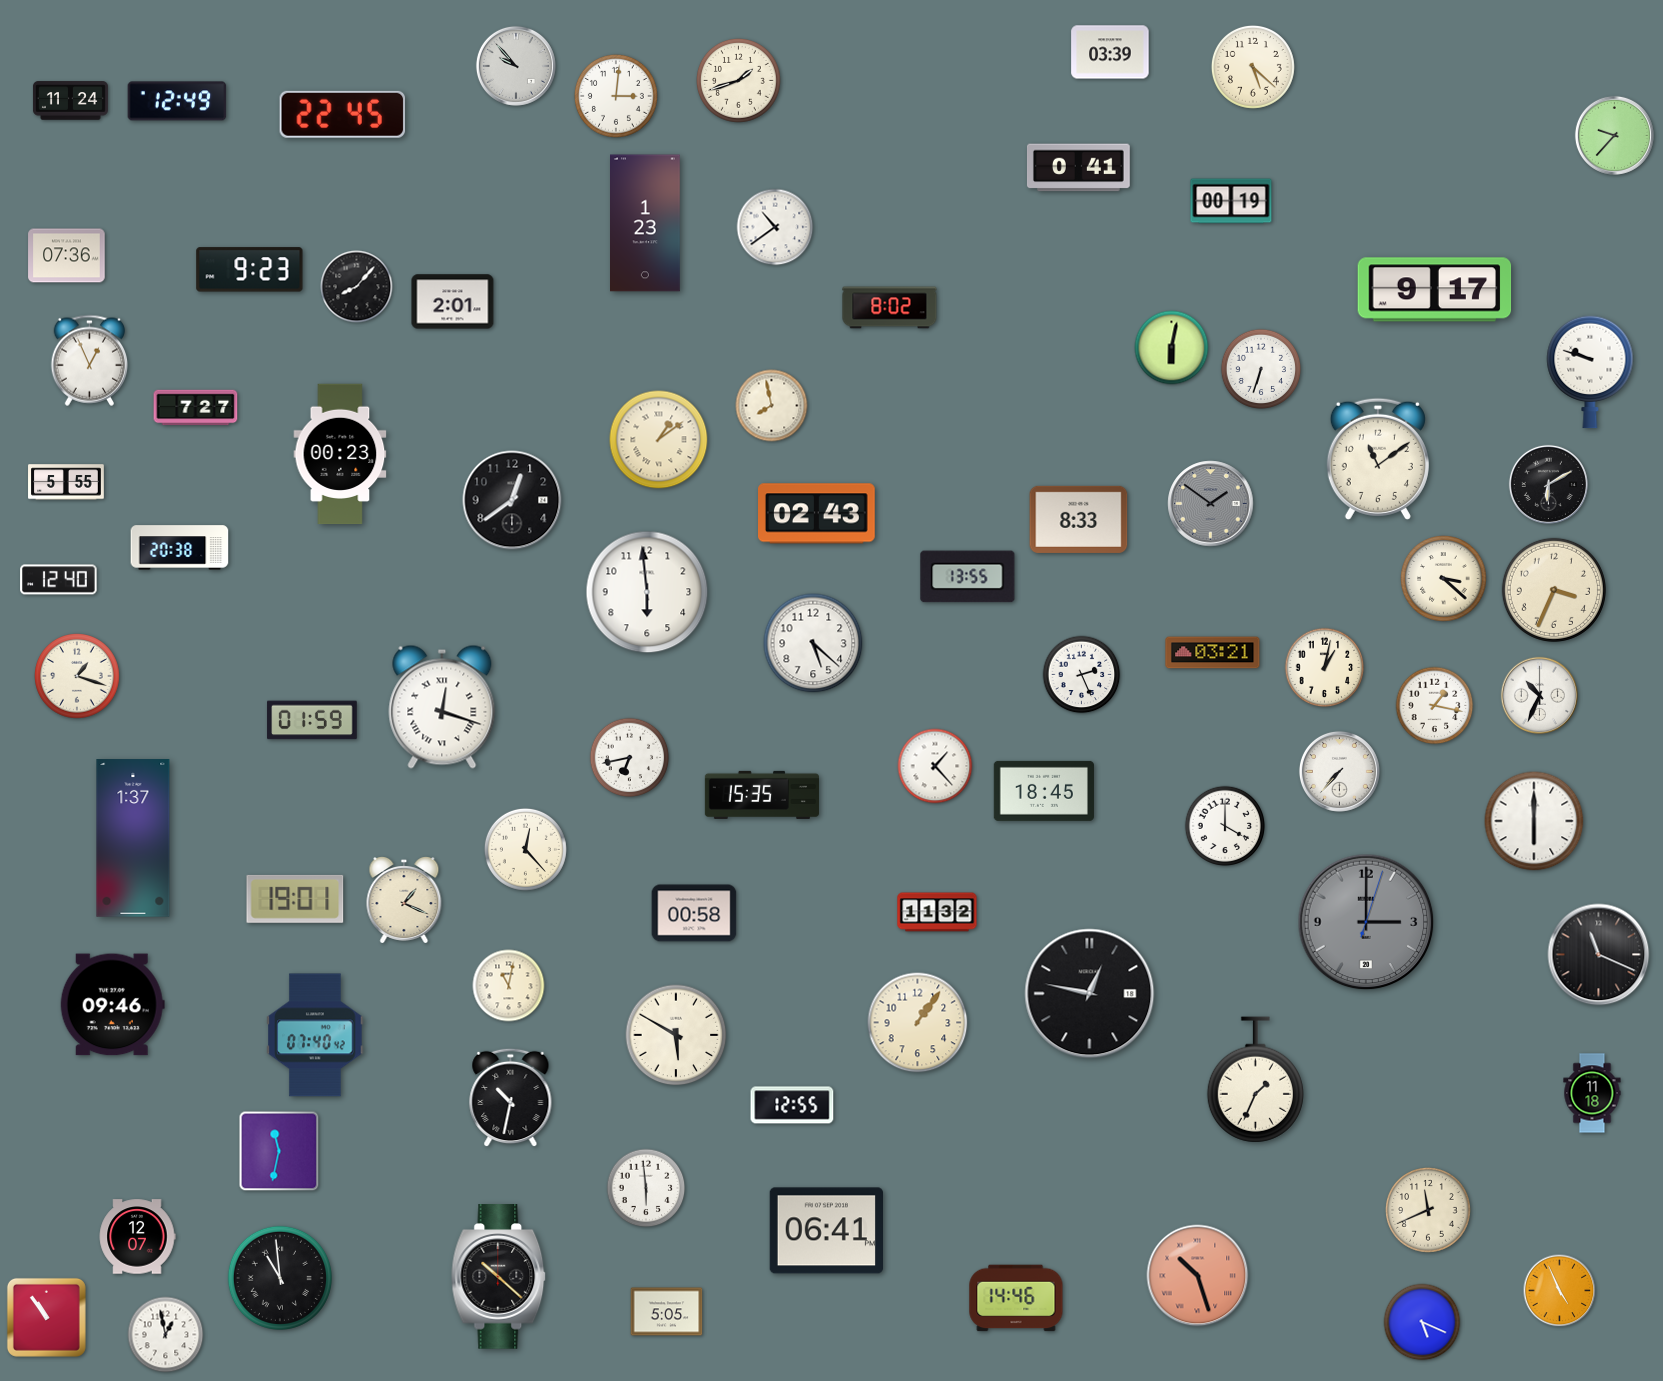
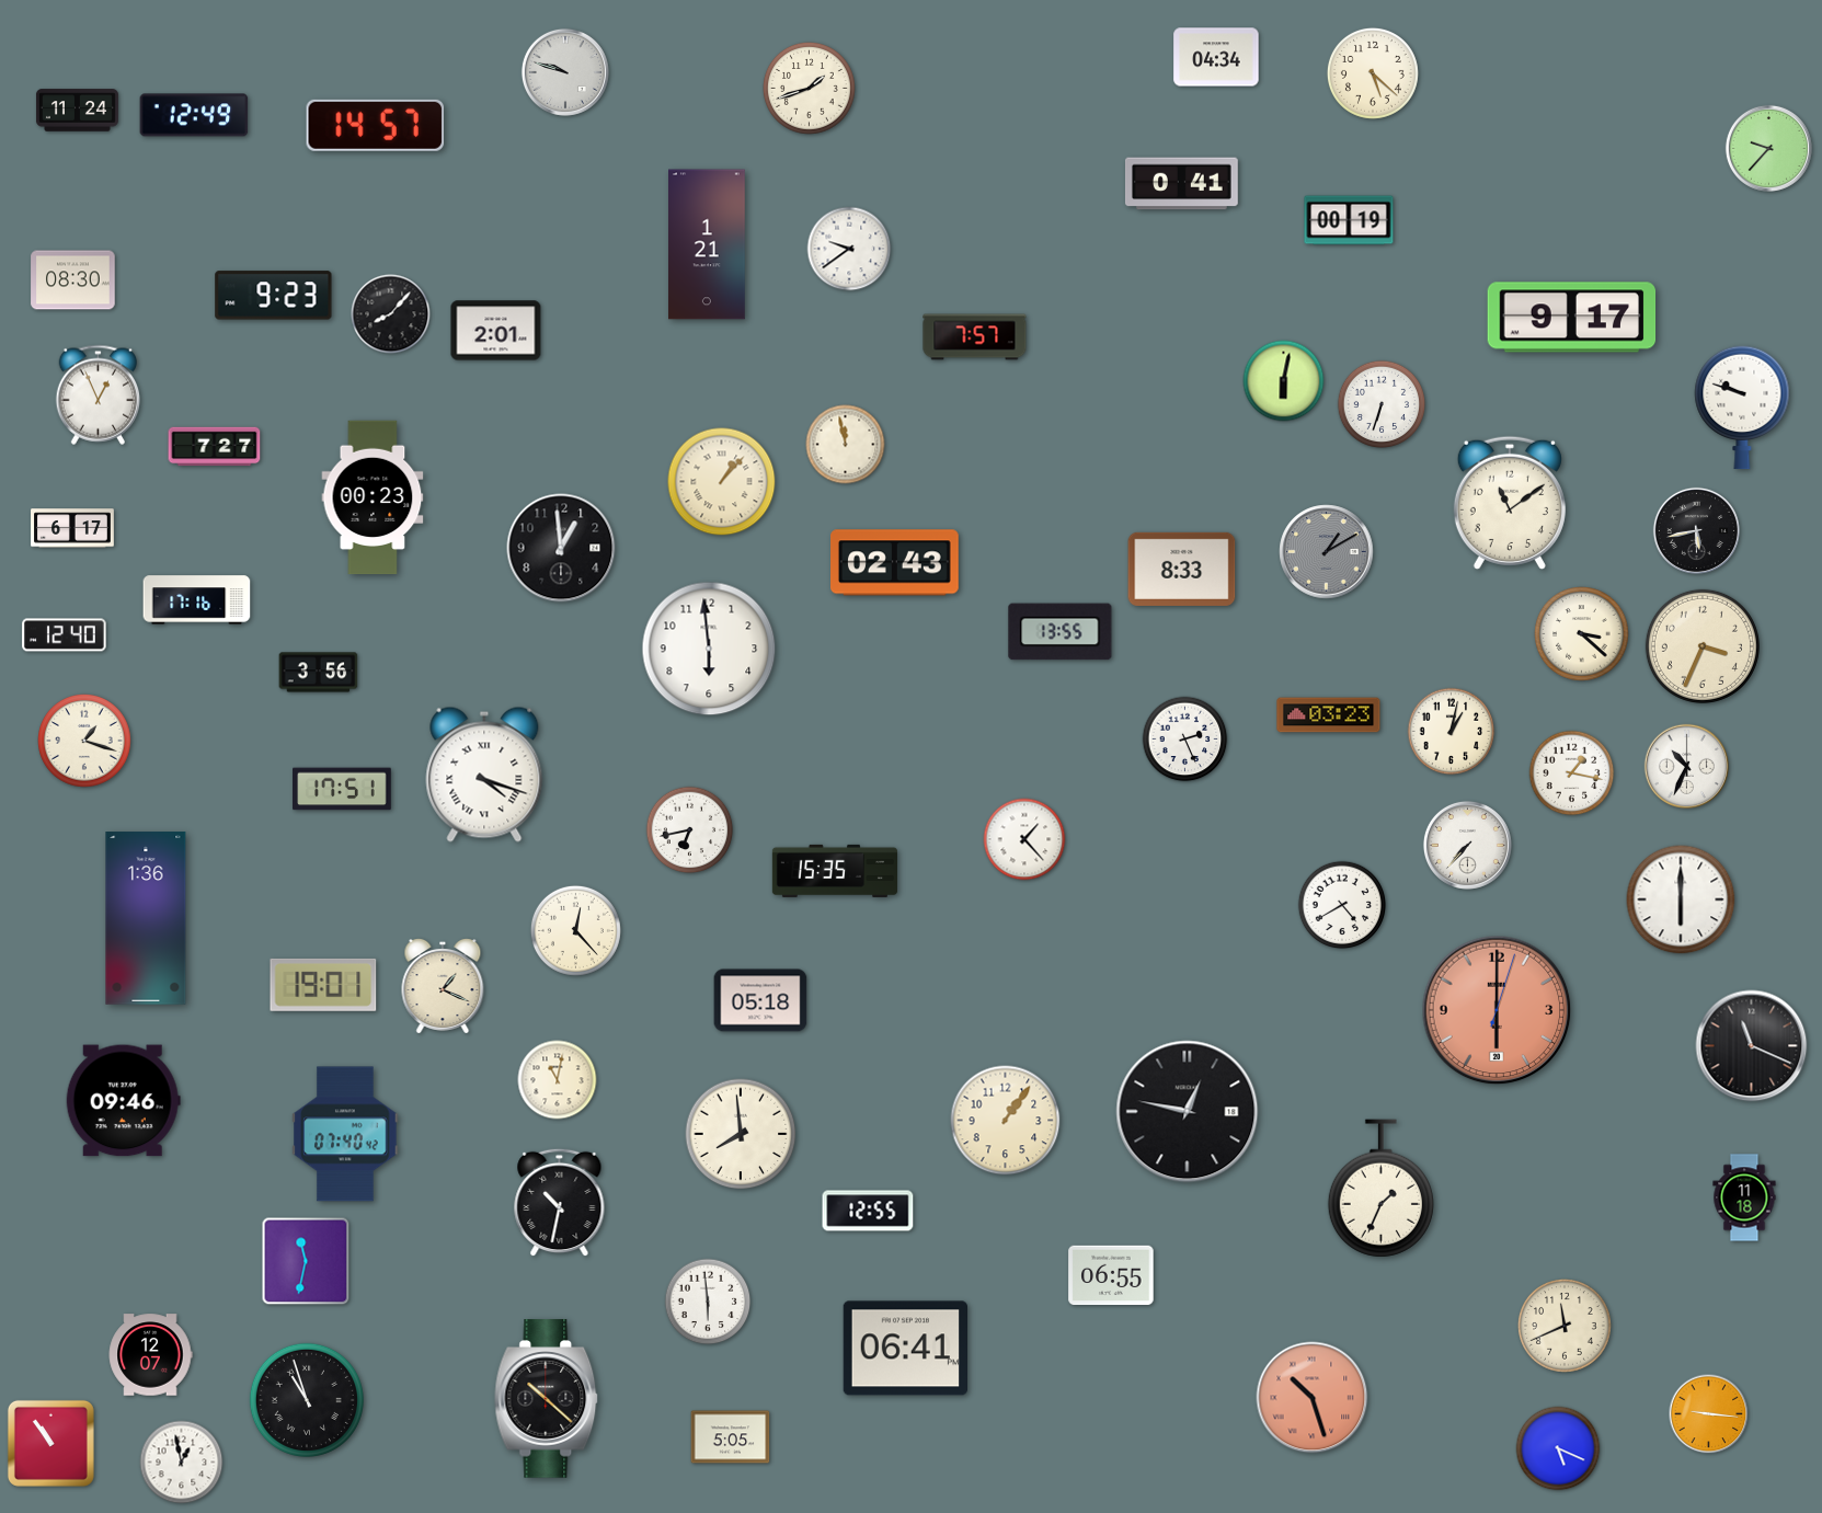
clock at (1110, 52): 03:39 -> 04:34
clock at (516, 66): 9:53 -> 9:48
clock at (616, 96): 3:01 -> none
clock at (177, 101) position: (177, 101) -> (194, 115)
clock at (343, 114): 22:45 -> 14:57
clock at (646, 223): 1:23 -> 1:21
clock at (775, 227): 10:39 -> 9:39
clock at (67, 256): 07:36 -> 08:30
clock at (890, 308): 8:02 -> 7:57
clock at (772, 406): 7:58 -> 11:58
clock at (659, 440): 1:09 -> 1:07
clock at (66, 482): 5:55 -> 6:17
clock at (1548, 484): 6:10 -> 5:43
clock at (512, 500): 12:39 -> 12:59
clock at (1211, 504): 1:51 -> 1:10
clock at (180, 548): 20:38 -> 17:16
clock at (319, 673): none -> 3:56
clock at (813, 643): 5:22 -> none
clock at (1213, 653): 03:21 -> 03:23
clock at (1539, 695) position: (1539, 695) -> (1686, 766)
clock at (442, 707): 12:18 -> 4:18
clock at (312, 720): 01:59 -> 17:51
clock at (1043, 791): 18:45 -> none
clock at (1225, 826): 4:00 -> 4:40
clock at (133, 838): 1:37 -> 1:36
clock at (937, 912): 11:32 -> none
clock at (694, 913): 00:58 -> 05:18
clock at (1366, 922): 3:00 -> 6:00
clock at (1366, 922) dial: grey -> salmon
clock at (1090, 994) position: (1090, 994) -> (1188, 1112)
clock at (676, 1035): 5:50 -> 7:59
clock at (1255, 1080) position: (1255, 1080) -> (1380, 1189)
clock at (1111, 1275): none -> 06:55
clock at (280, 1278): 10:59 -> 10:57
clock at (1560, 1291): 4:56 -> 9:16
clock at (1016, 1298): 14:46 -> none
